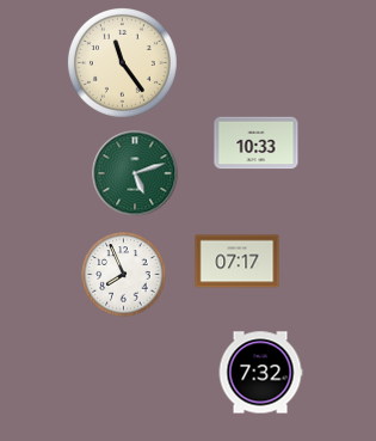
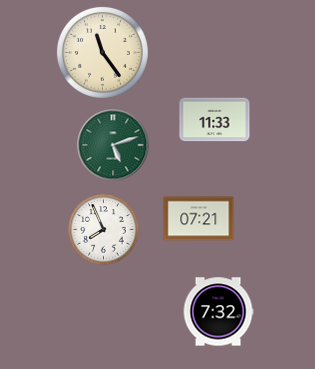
clock at (257, 143): 10:33 -> 11:33
clock at (238, 262): 07:17 -> 07:21
